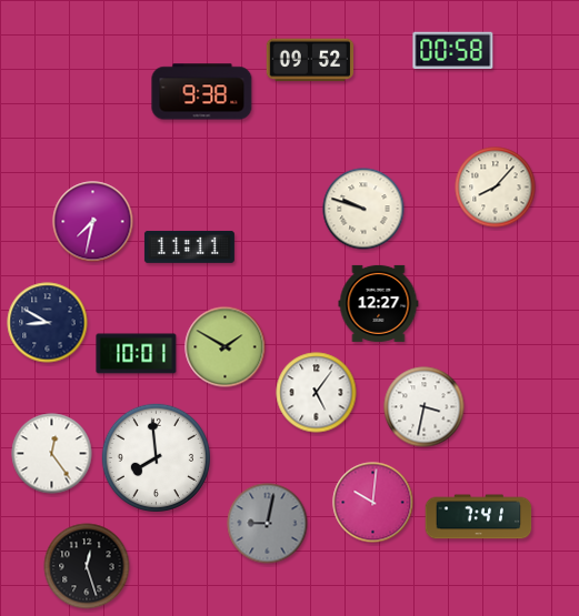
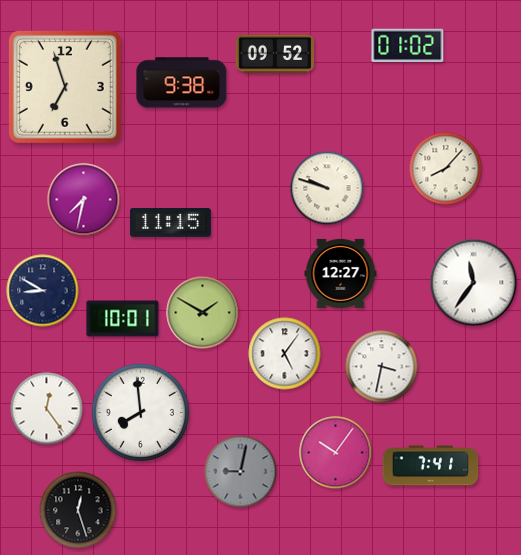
clock at (453, 51): 00:58 -> 01:02
clock at (310, 60) position: (310, 60) -> (275, 54)
clock at (65, 87): none -> 6:57
clock at (189, 246): 11:11 -> 11:15
clock at (474, 283): none -> 11:36
clock at (373, 503): 10:01 -> 10:06
